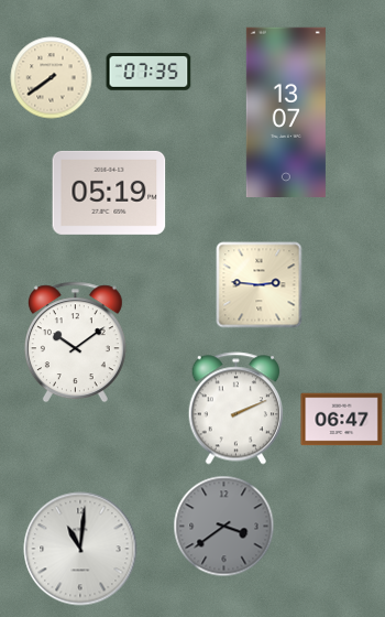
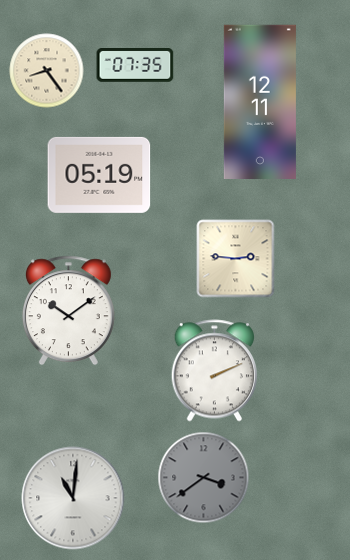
clock at (52, 78): 7:39 -> 8:24
clock at (286, 111): 13:07 -> 12:11
clock at (342, 420): 06:47 -> none
